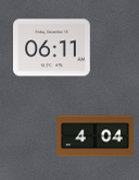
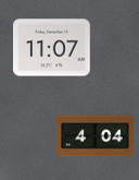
clock at (52, 48): 06:11 -> 11:07
